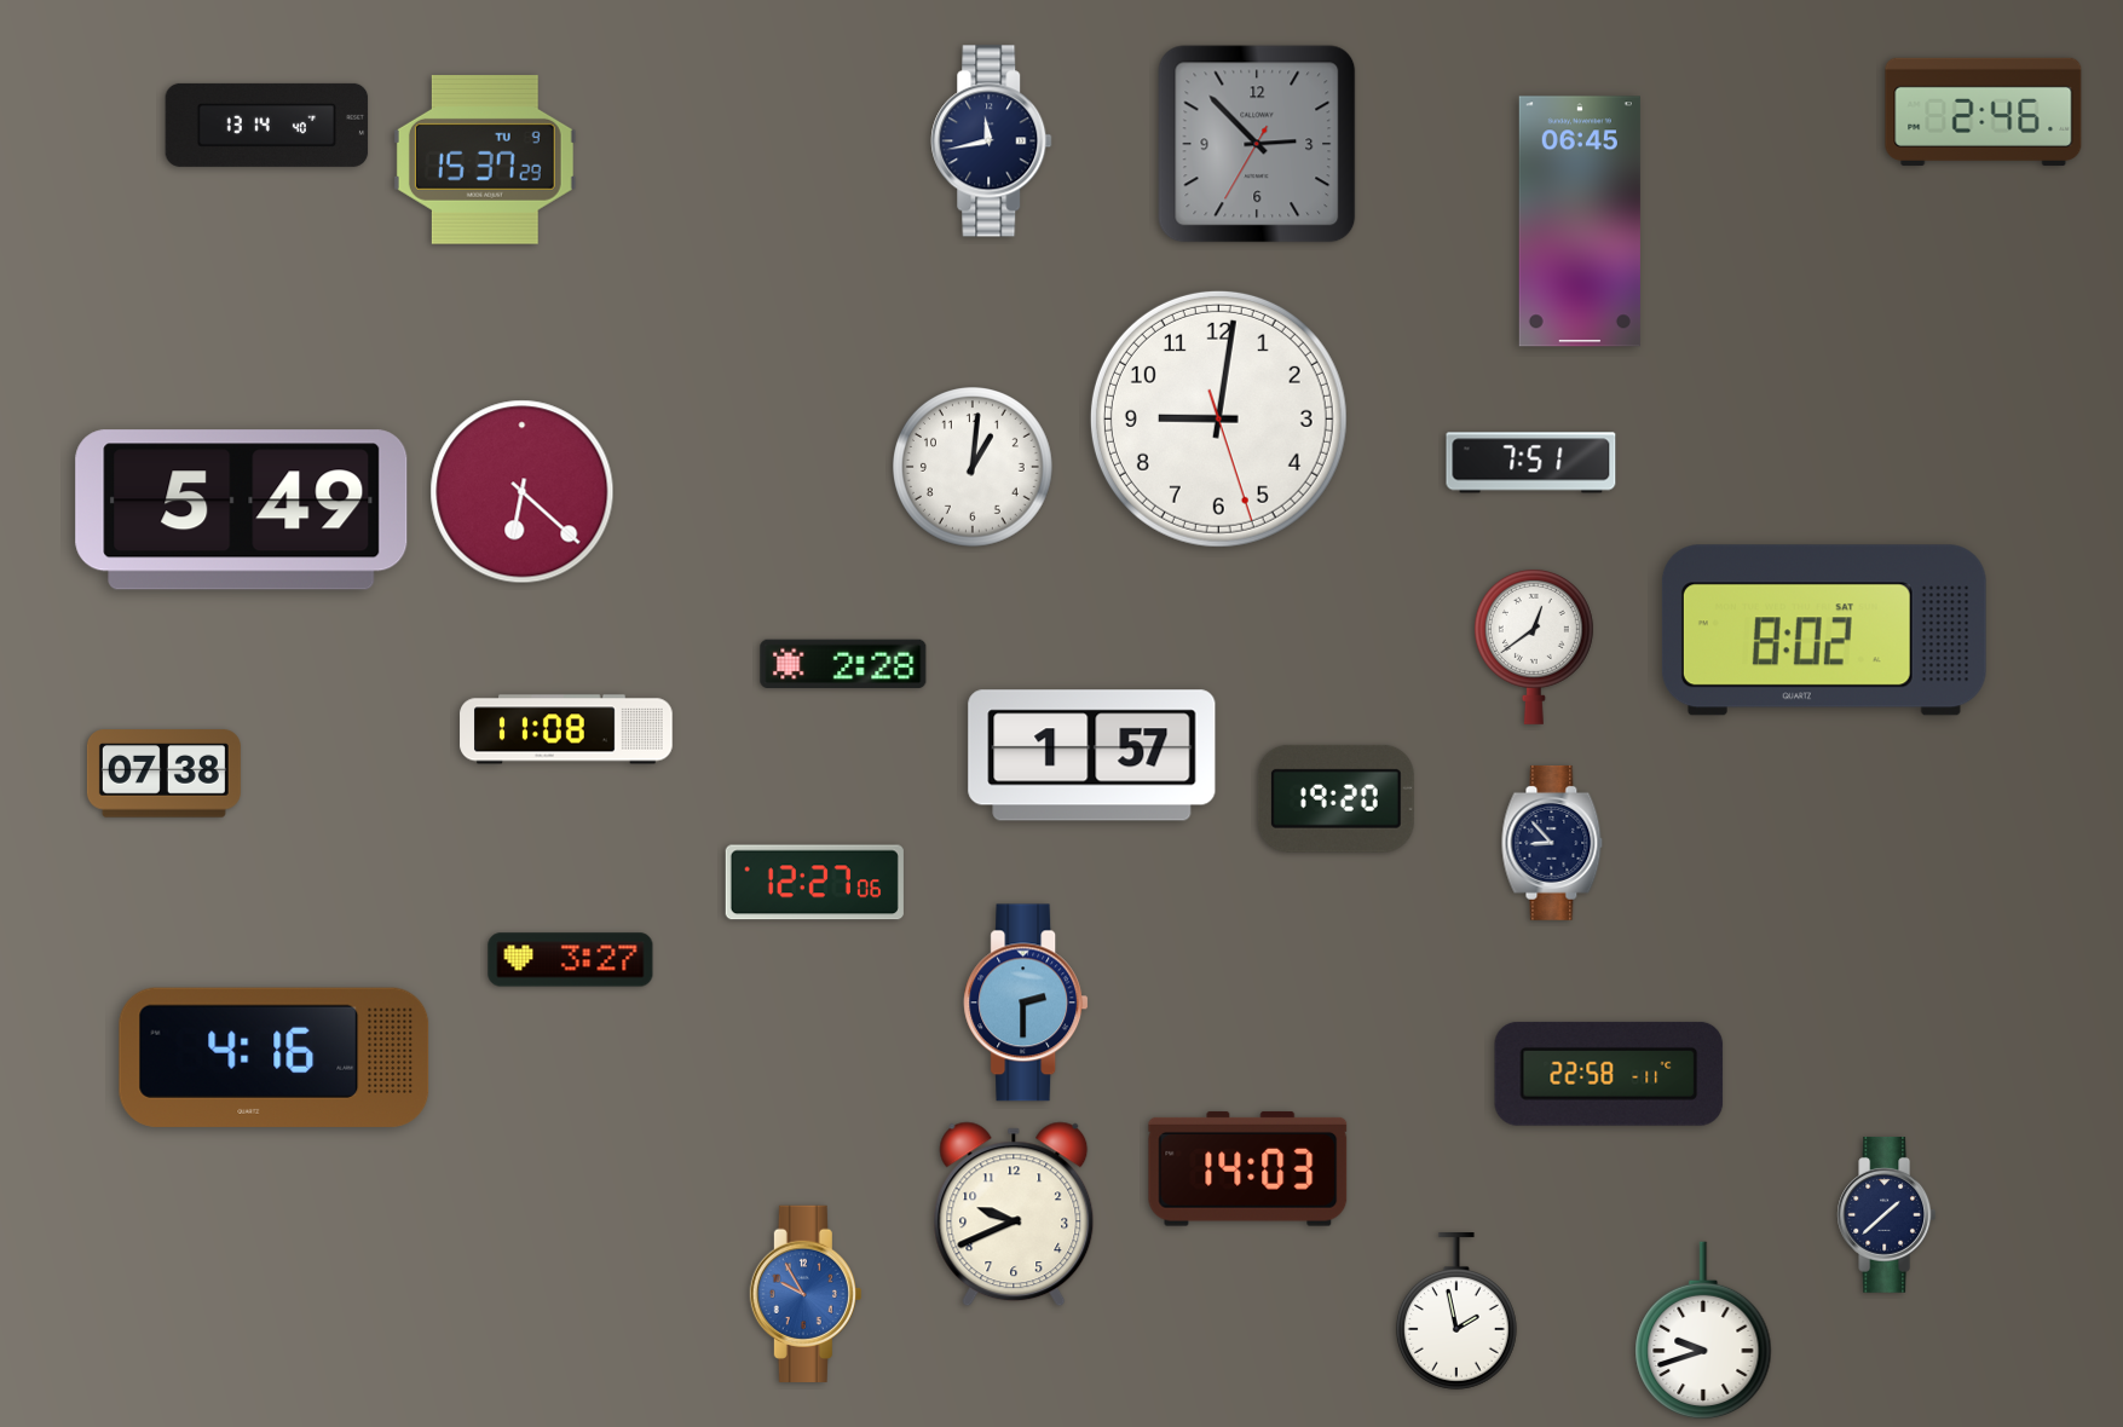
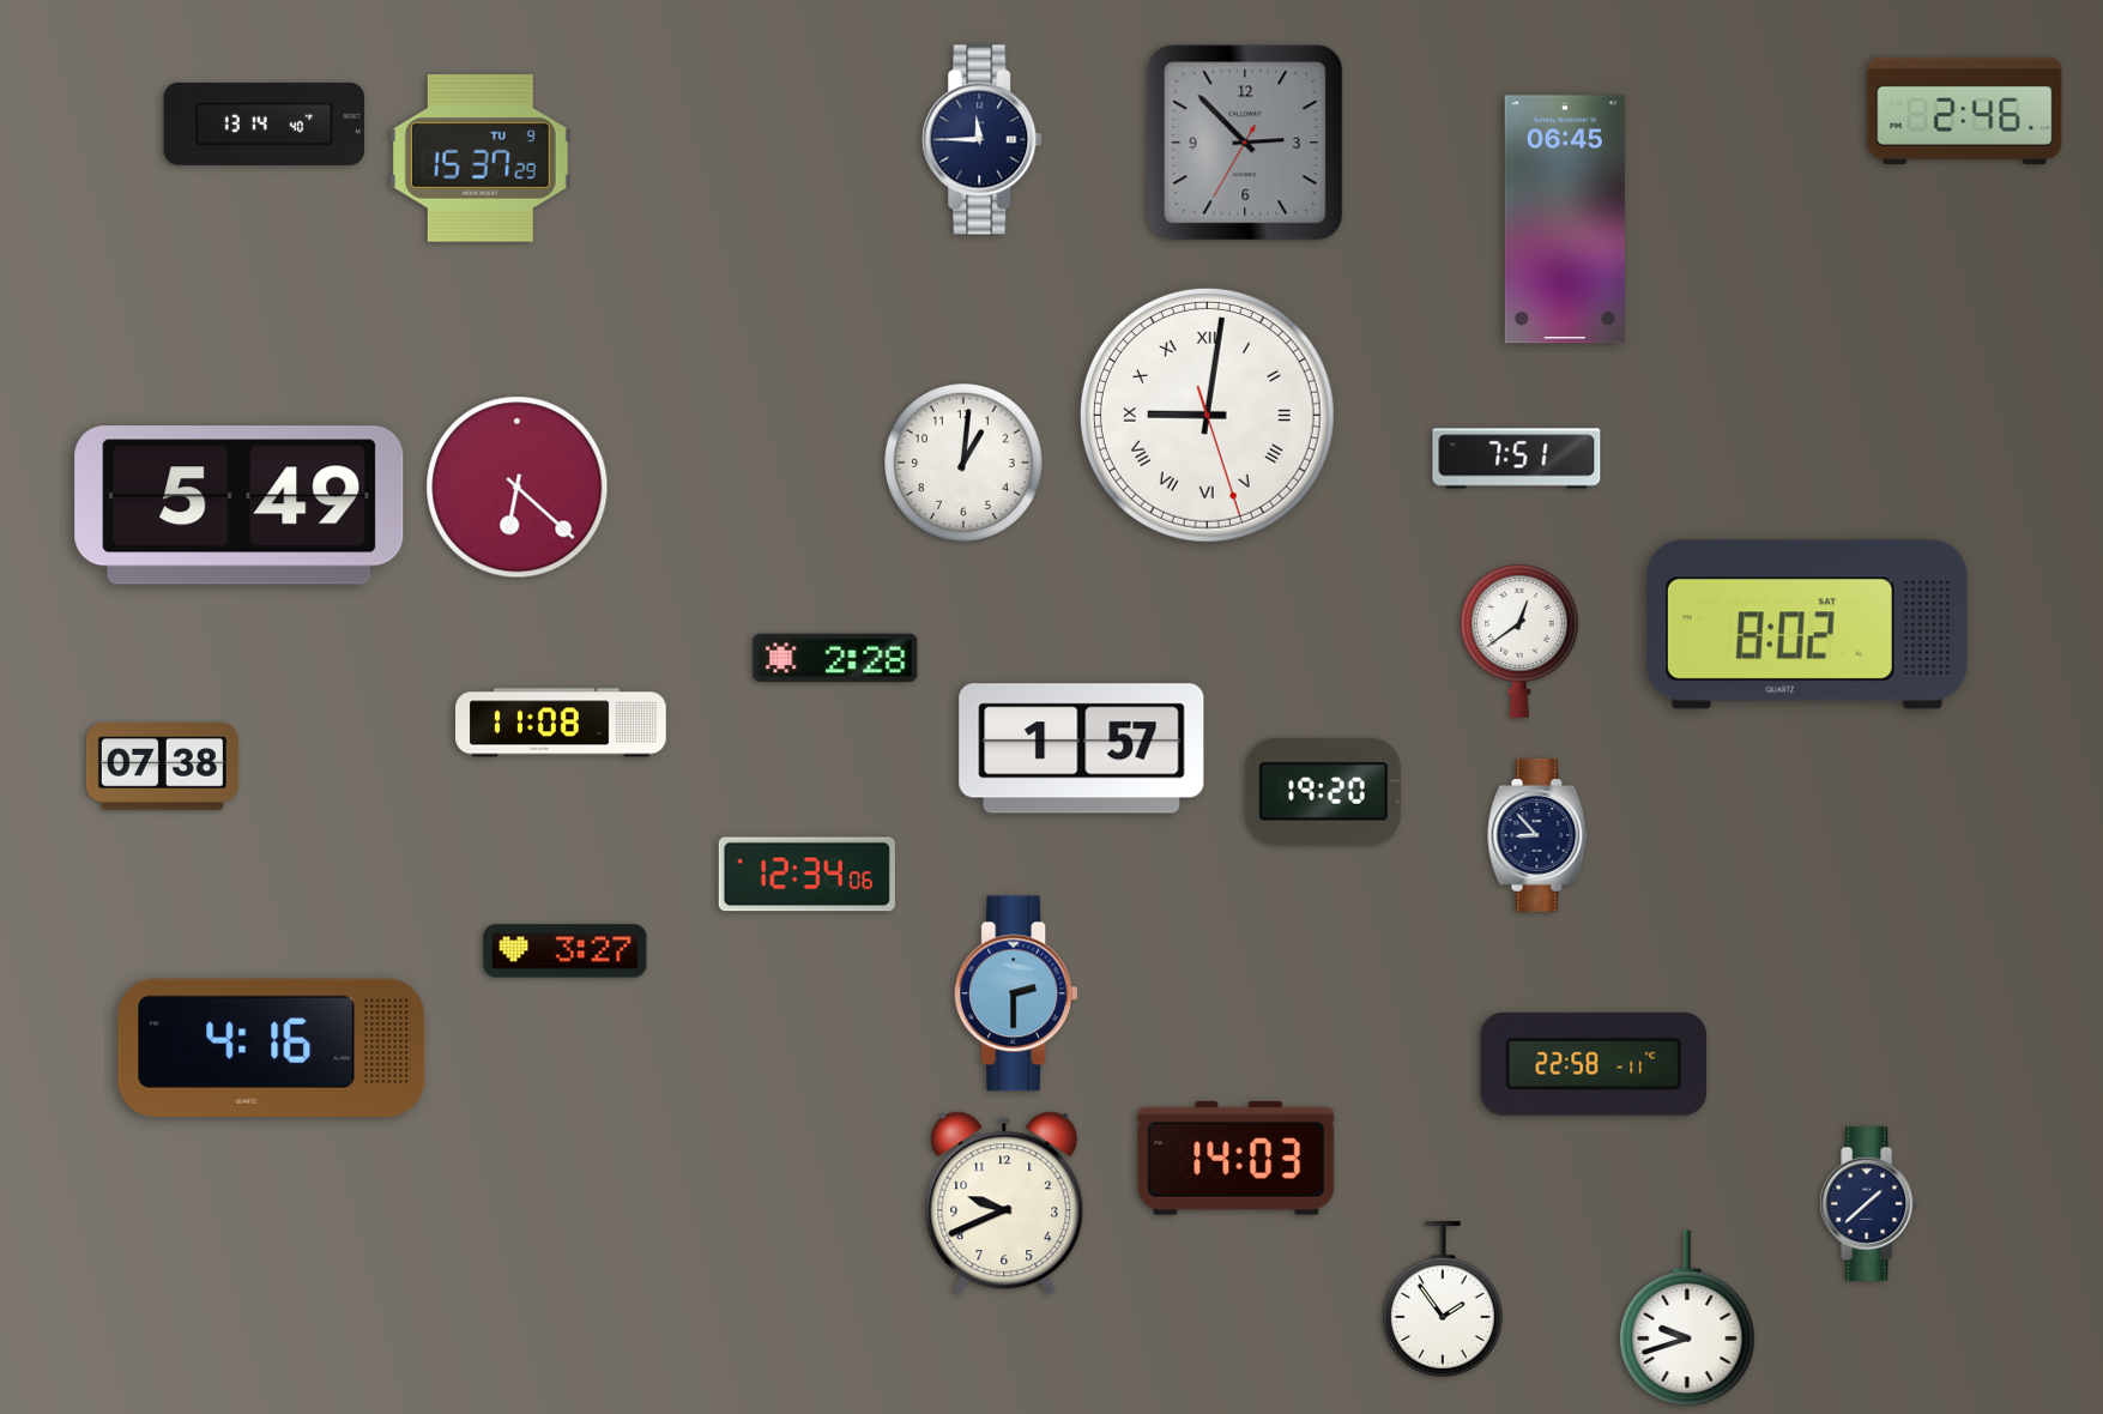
clock at (992, 141): 11:43 -> 11:45
clock at (1218, 418) numerals: Arabic -> Roman
clock at (814, 883): 12:27 -> 12:34
clock at (806, 1293): 9:55 -> none
clock at (1456, 1311): 1:58 -> 1:54
